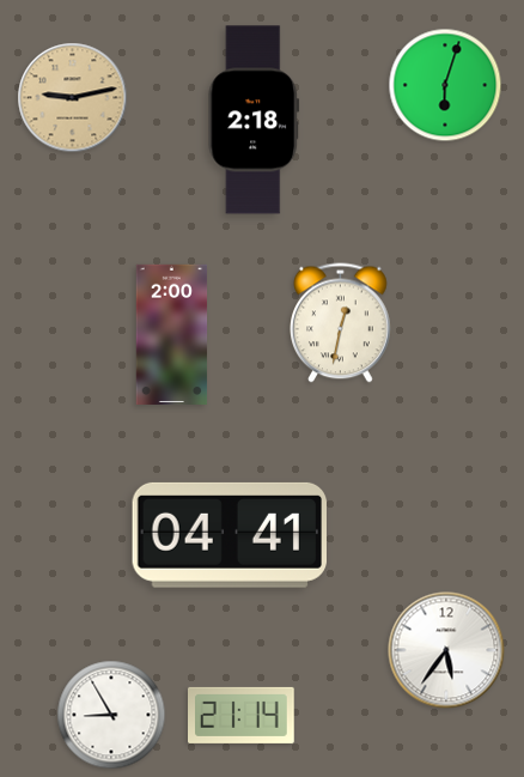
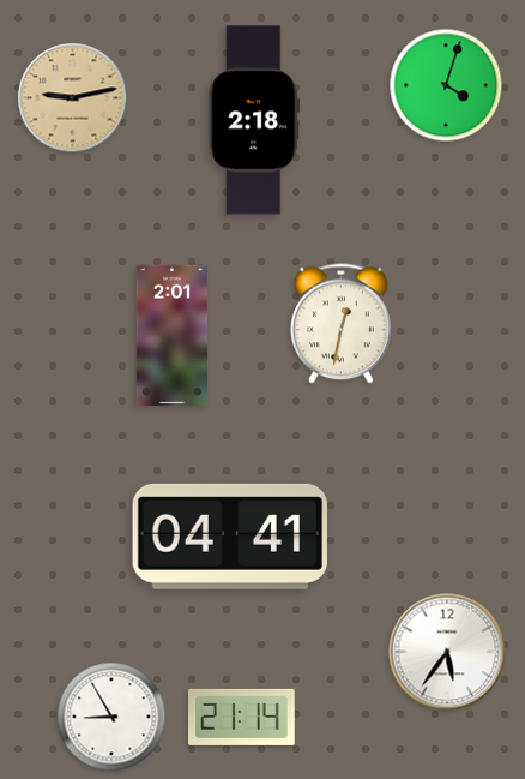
clock at (445, 85): 6:03 -> 4:03
clock at (172, 334): 2:00 -> 2:01
